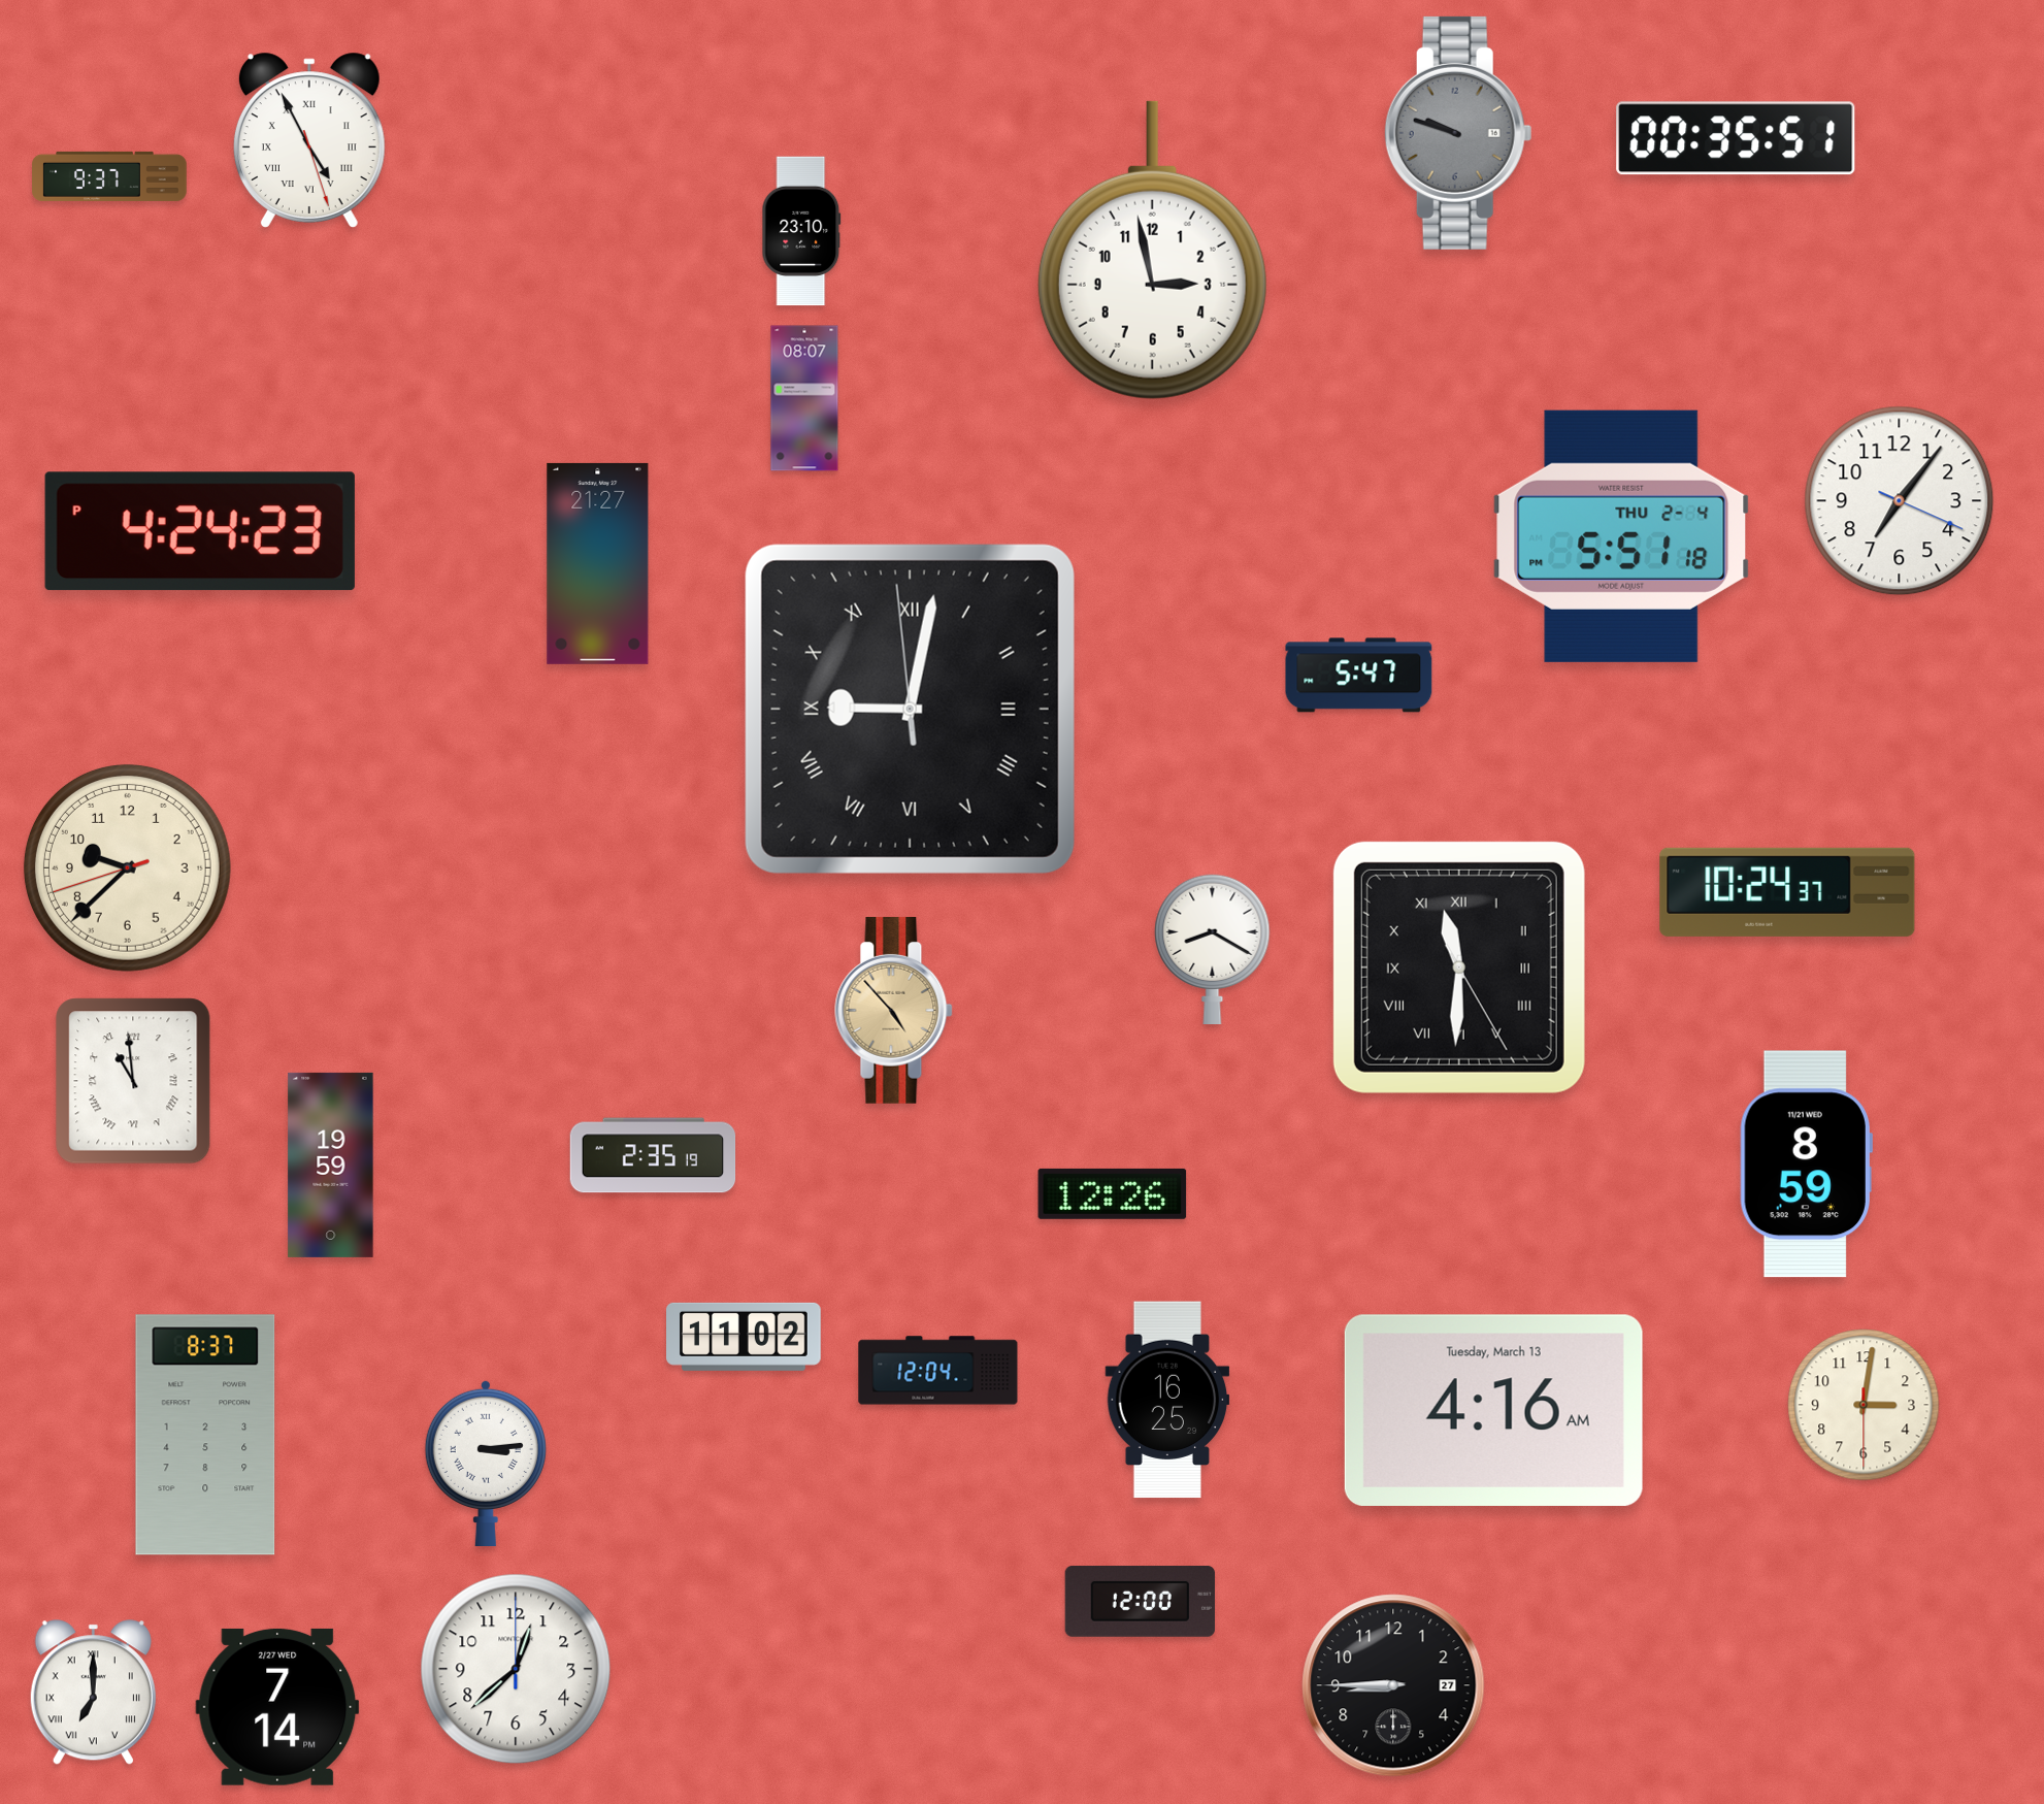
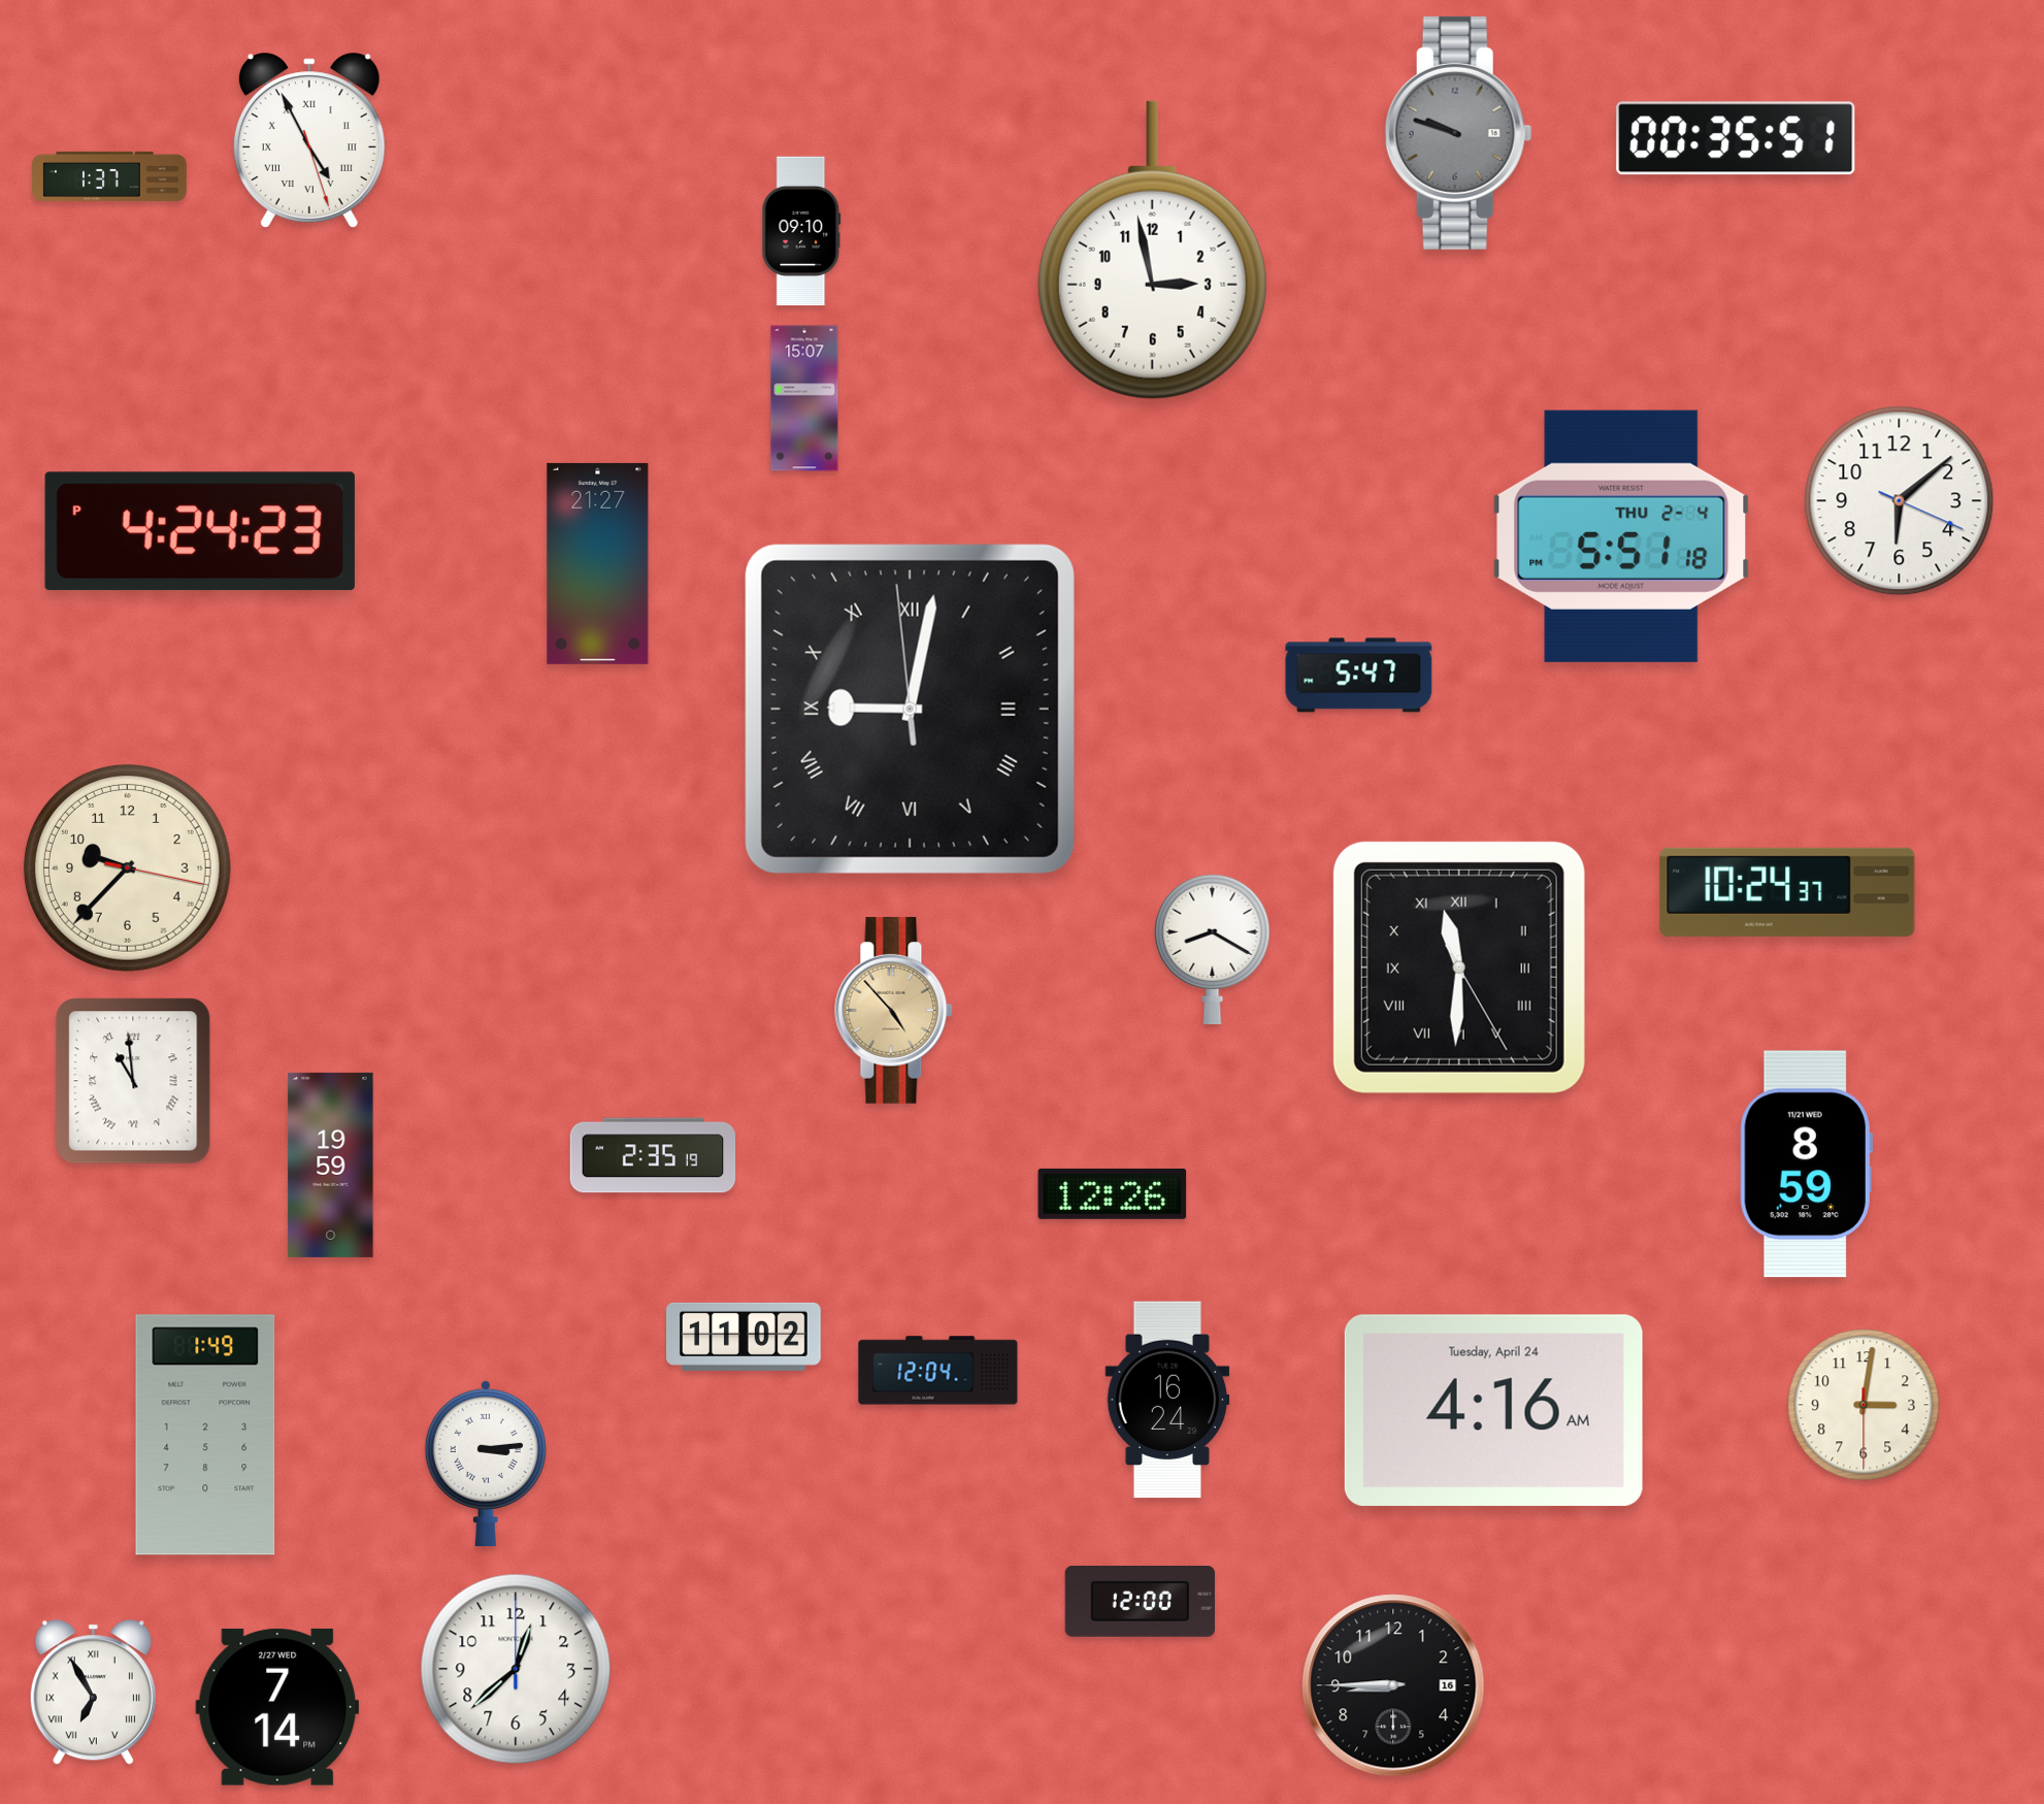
clock at (109, 176): 9:37 -> 1:37
clock at (801, 231): 23:10 -> 09:10
clock at (804, 398): 08:07 -> 15:07
clock at (1900, 501): 7:06 -> 6:08
clock at (127, 867): 9:37:42 -> 9:37:17
clock at (1167, 1400): 16:25 -> 16:24
clock at (1493, 1410) date: Tuesday, March 13 -> Tuesday, April 24
clock at (205, 1435): 8:37 -> 1:49
clock at (1393, 1685) date: 27 -> 16
clock at (93, 1693): 7:00 -> 6:55
